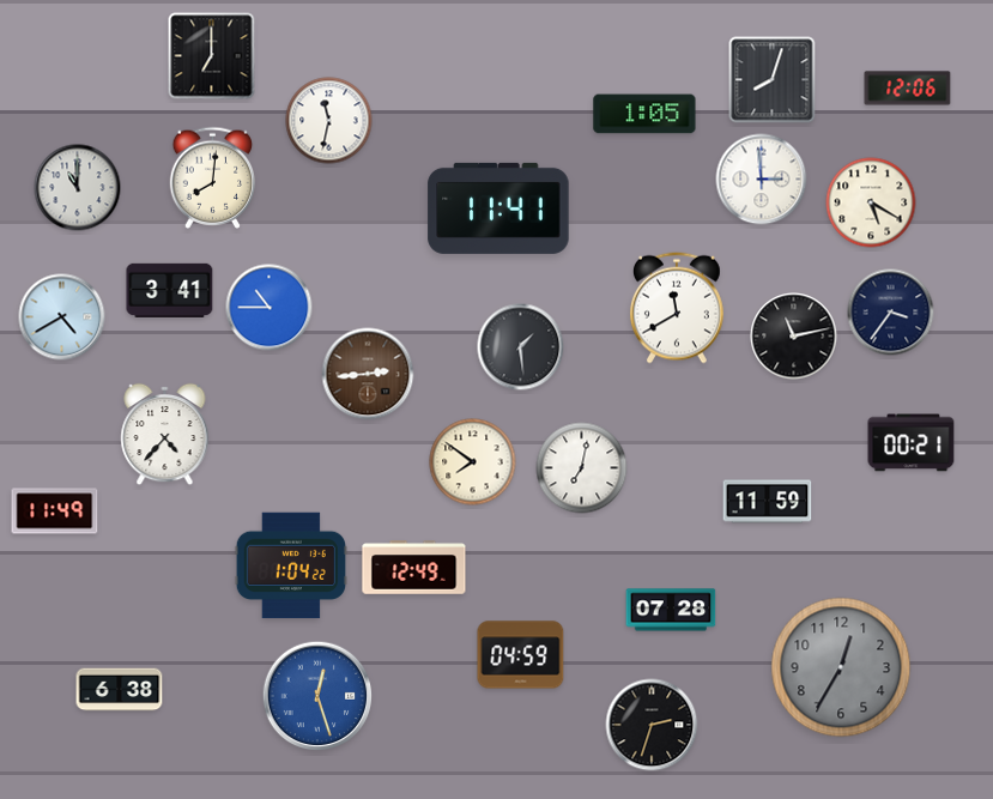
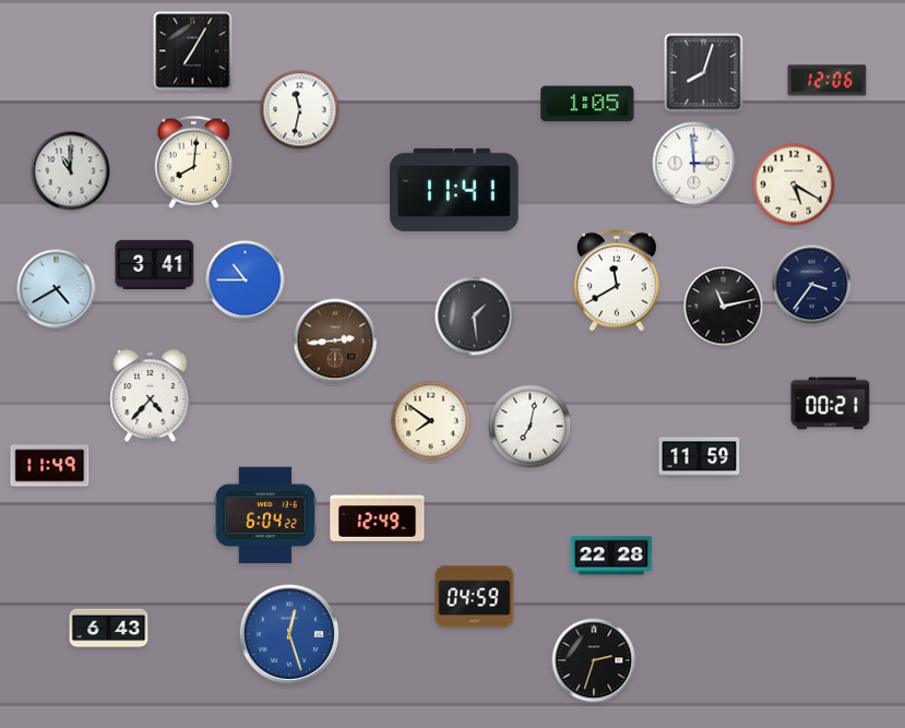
clock at (212, 56): 7:00 -> 7:05
clock at (290, 565): 1:04 -> 6:04
clock at (671, 610): 07:28 -> 22:28
clock at (841, 667): 12:35 -> none
clock at (120, 690): 6:38 -> 6:43
